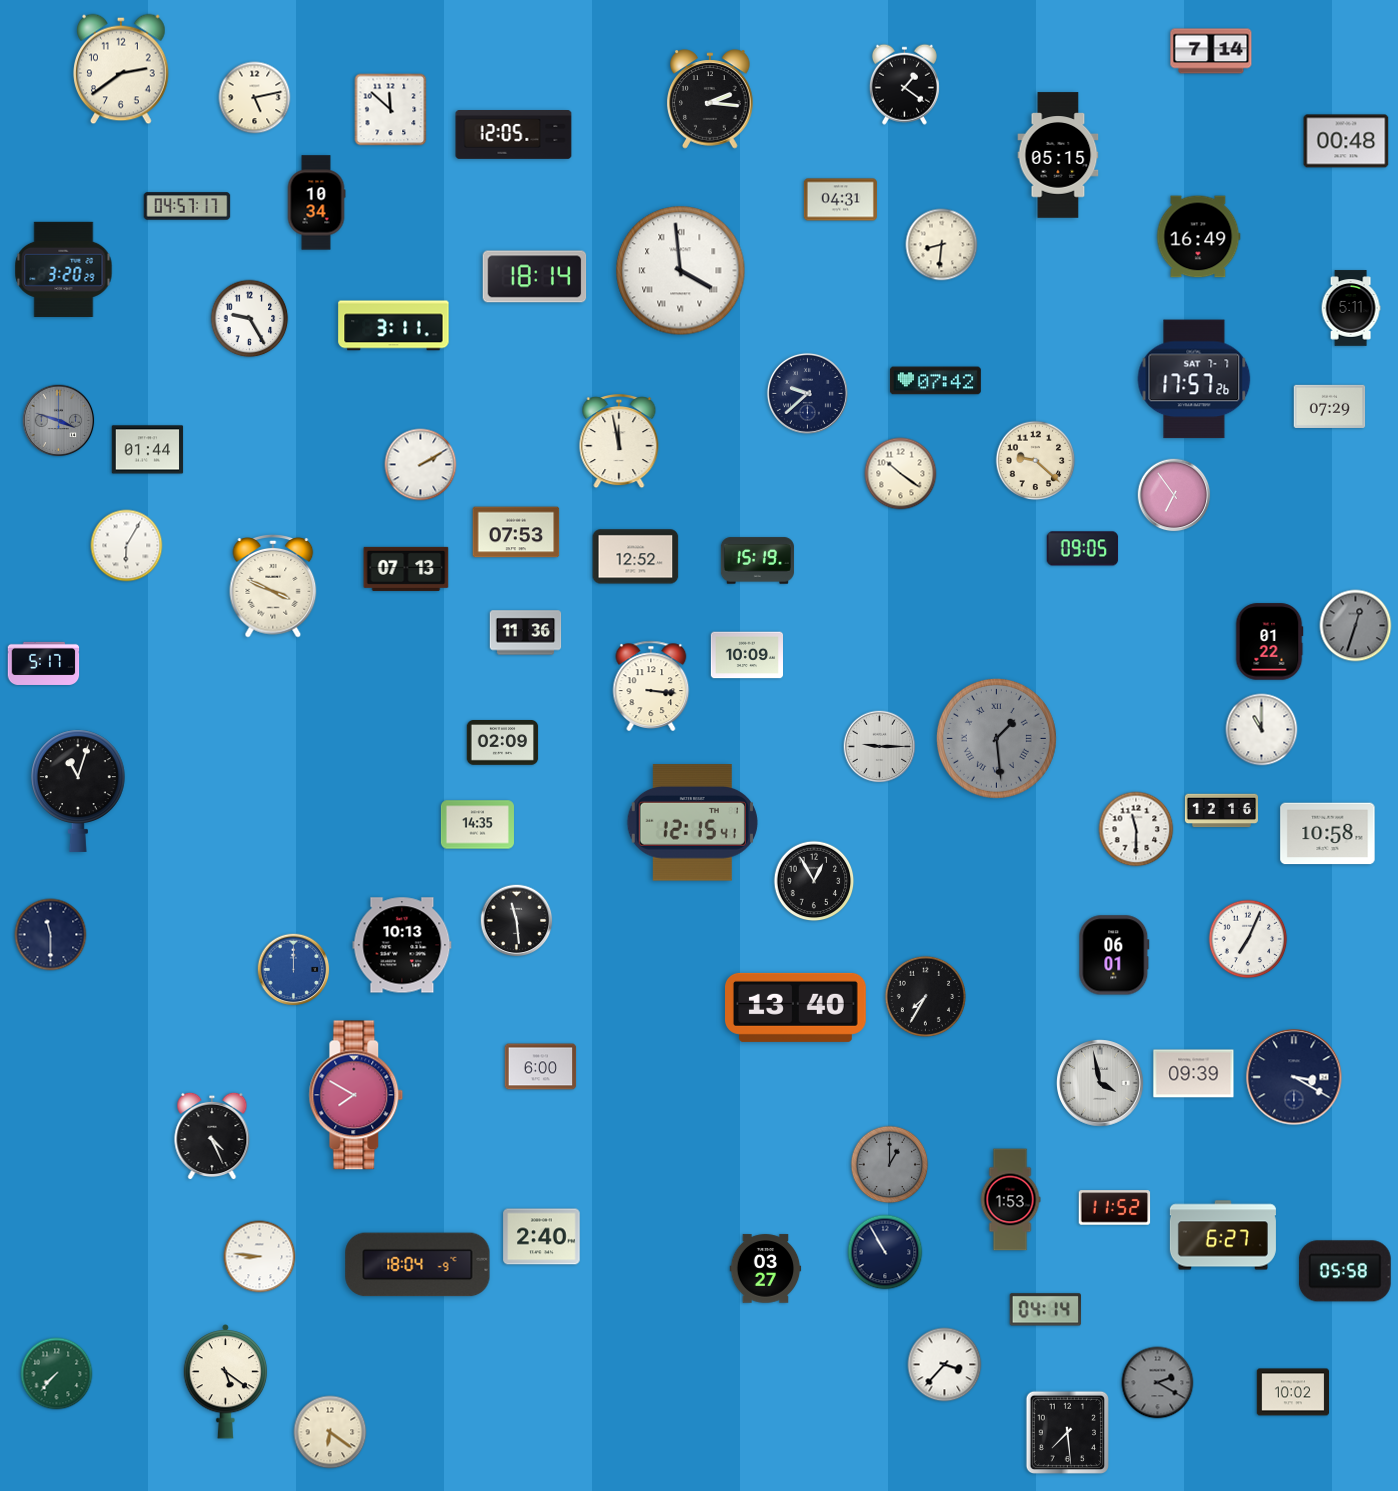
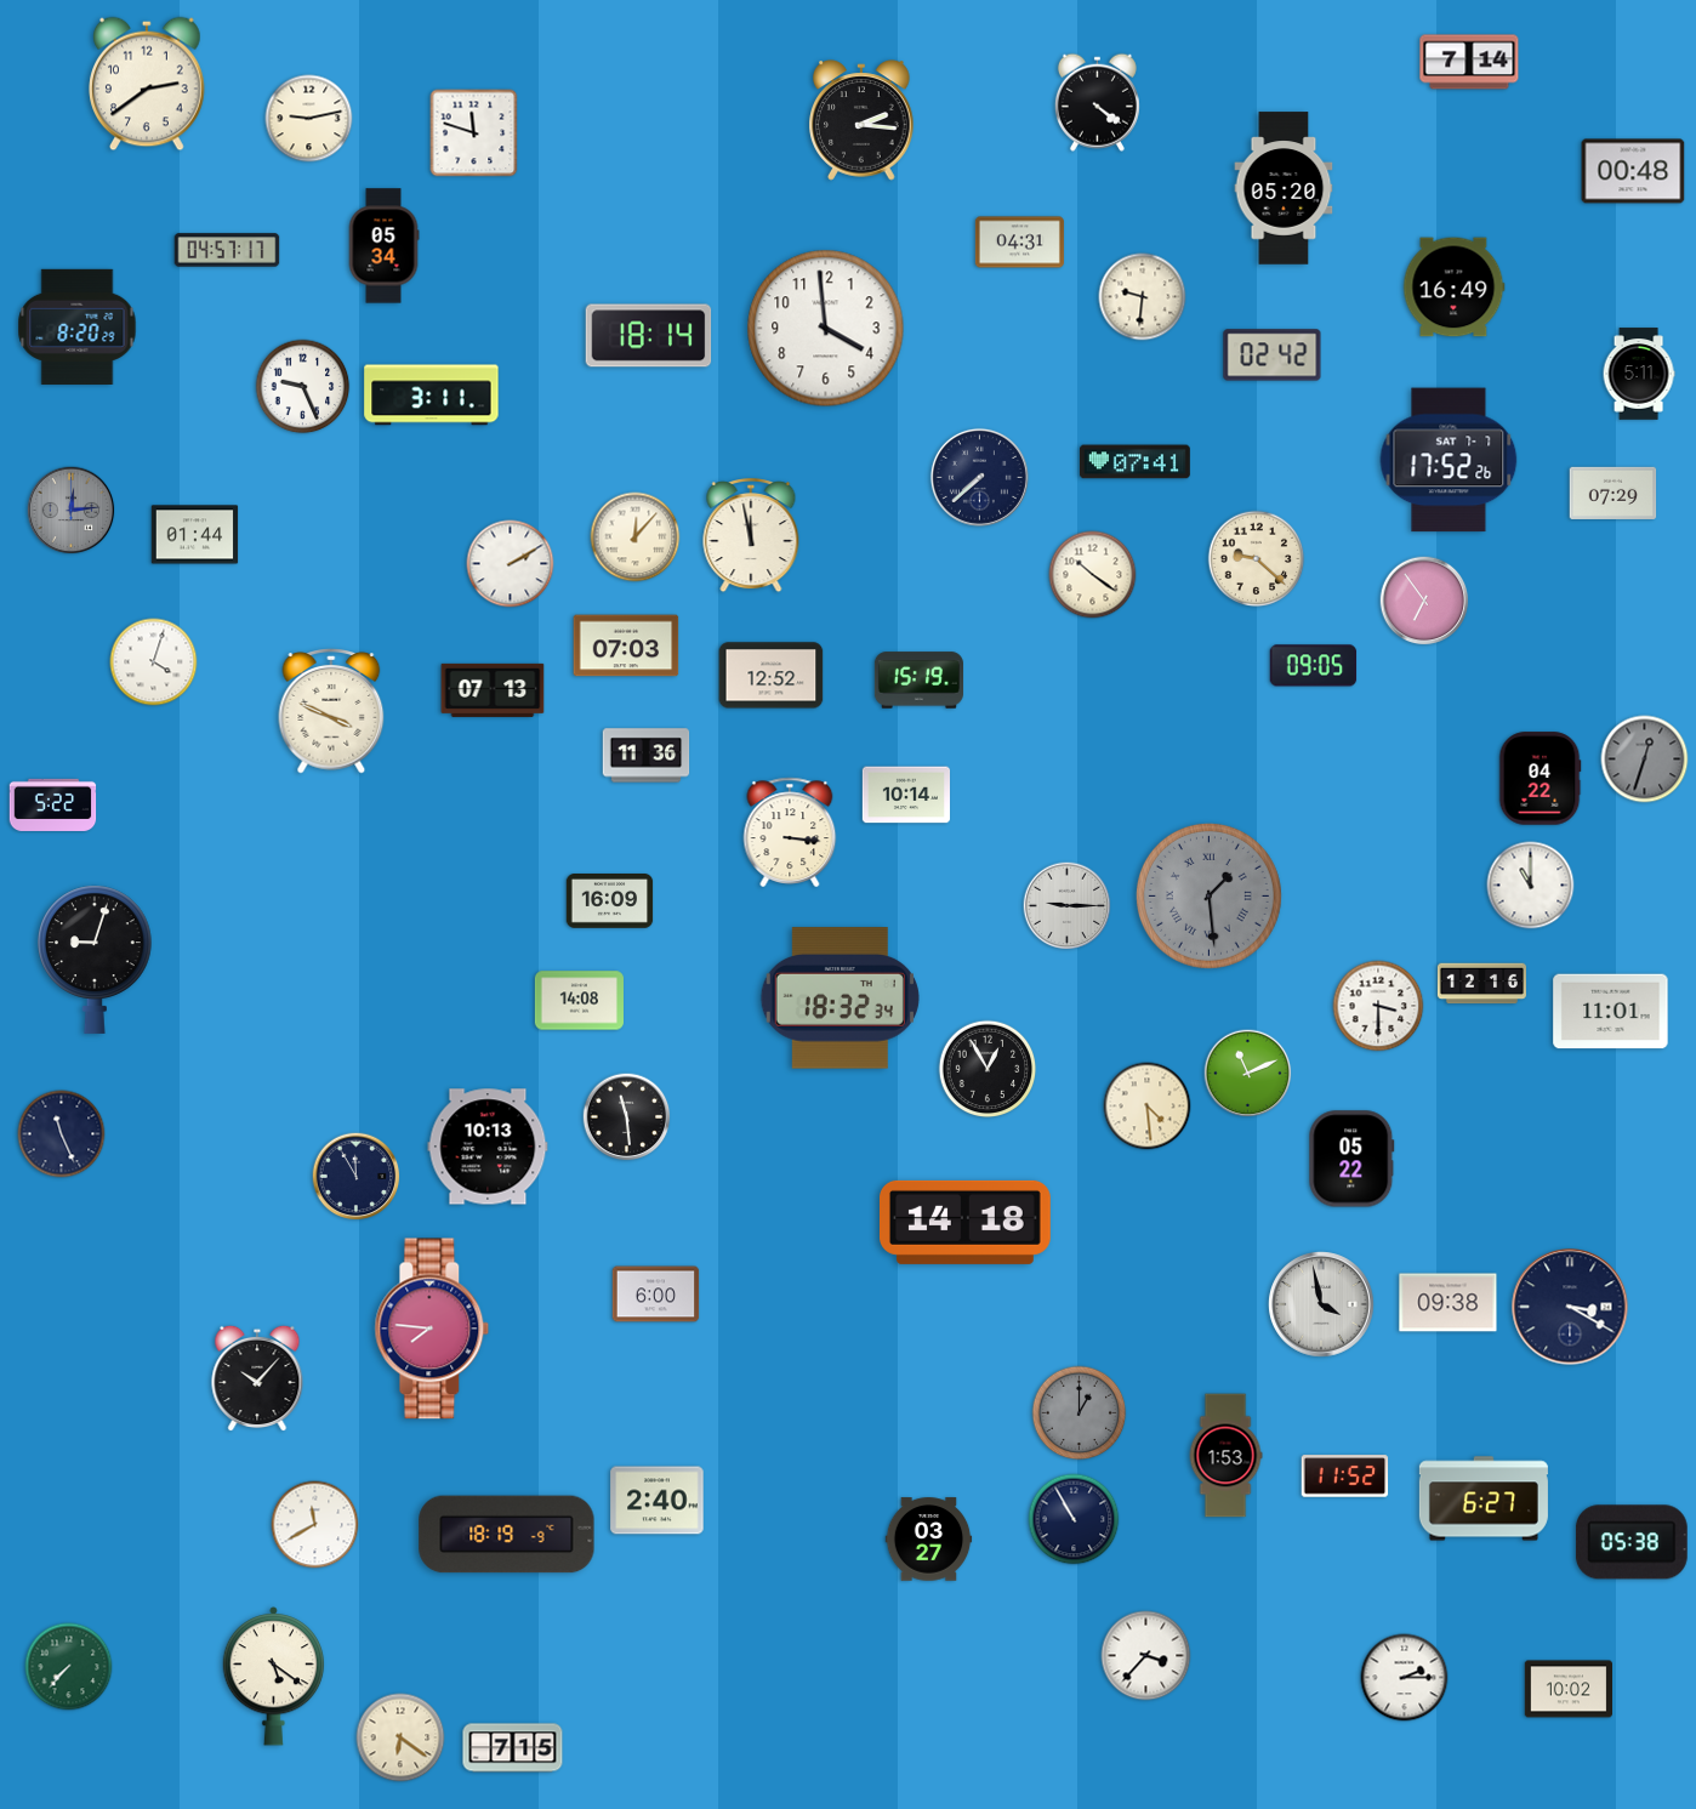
clock at (904, 84): 1:21 -> 4:21
clock at (255, 98): 5:13 -> 9:13
clock at (391, 110): 11:52 -> 11:48
clock at (514, 135): 12:05 -> none
clock at (1058, 155): 05:15 -> 05:20
clock at (316, 203): 10:34 -> 05:34
clock at (942, 245): 8:31 -> 9:31
clock at (64, 269): 3:20 -> 8:20
clock at (681, 271) numerals: Roman -> Arabic
clock at (1273, 355): none -> 02:42
clock at (250, 319): 9:25 -> 9:26
clock at (394, 326) position: (394, 326) -> (432, 396)
clock at (1194, 379): 17:57 -> 17:52
clock at (935, 381): 07:42 -> 07:41
clock at (807, 393): 9:38 -> 7:38
clock at (59, 421): 3:48 -> 12:14
clock at (636, 537): none -> 12:07
clock at (148, 450) position: (148, 450) -> (195, 535)
clock at (516, 532): 07:53 -> 07:03
clock at (127, 546): 6:05 -> 4:03
clock at (526, 633) position: (526, 633) -> (647, 756)
clock at (1269, 642): 01:22 -> 04:22
clock at (746, 655): 10:09 -> 10:14
clock at (44, 663): 5:17 -> 5:22
clock at (503, 743): 02:09 -> 16:09
clock at (79, 791): 11:03 -> 9:03
clock at (692, 823): 12:15 -> 18:32
clock at (477, 825): 14:35 -> 14:08
clock at (1136, 829): 11:30 -> 3:30
clock at (1328, 834): 10:58 -> 11:01
clock at (1248, 1074): none -> 11:11
clock at (1148, 1107): none -> 4:29
clock at (51, 935): 11:30 -> 11:26
clock at (1248, 939): 7:04 -> none
clock at (1114, 955): 06:01 -> 05:22
clock at (294, 970): 12:00 -> 11:55
clock at (294, 970) dial: blue -> navy
clock at (925, 996): 7:35 -> none
clock at (796, 1007): 13:40 -> 14:18
clock at (1194, 1074): 09:39 -> 09:38
clock at (1100, 1083) position: (1100, 1083) -> (1321, 1304)
clock at (356, 1095): 7:50 -> 7:46
clock at (212, 1136): 4:26 -> 10:07
clock at (1115, 1208) position: (1115, 1208) -> (1345, 1477)
clock at (260, 1257): 8:46 -> 11:40
clock at (418, 1265): 18:04 -> 18:19
clock at (1345, 1271): 05:58 -> 05:38
clock at (1045, 1310): 04:14 -> none
clock at (1158, 1383): 2:20 -> 2:15
clock at (1158, 1383) dial: grey -> white
clock at (1067, 1432): 7:29 -> none
clock at (513, 1748): none -> 7:15
